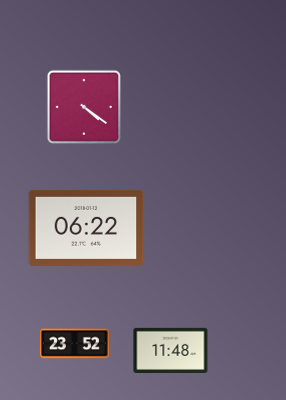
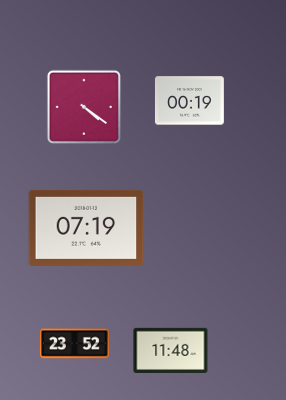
clock at (189, 101): none -> 00:19
clock at (86, 228): 06:22 -> 07:19
